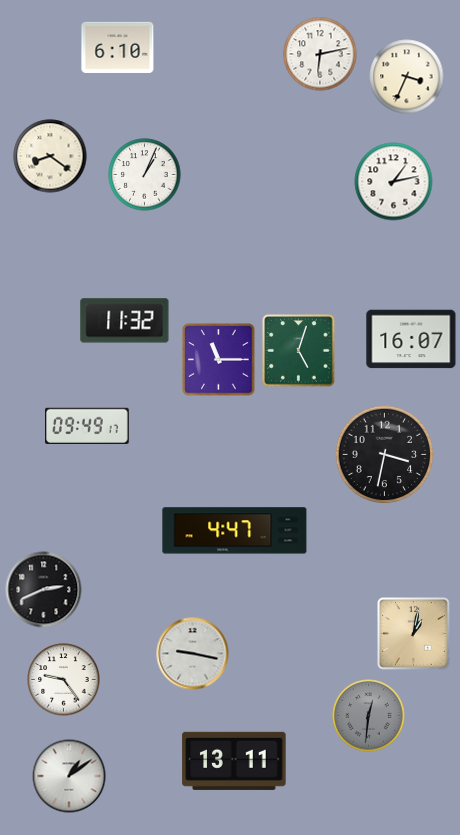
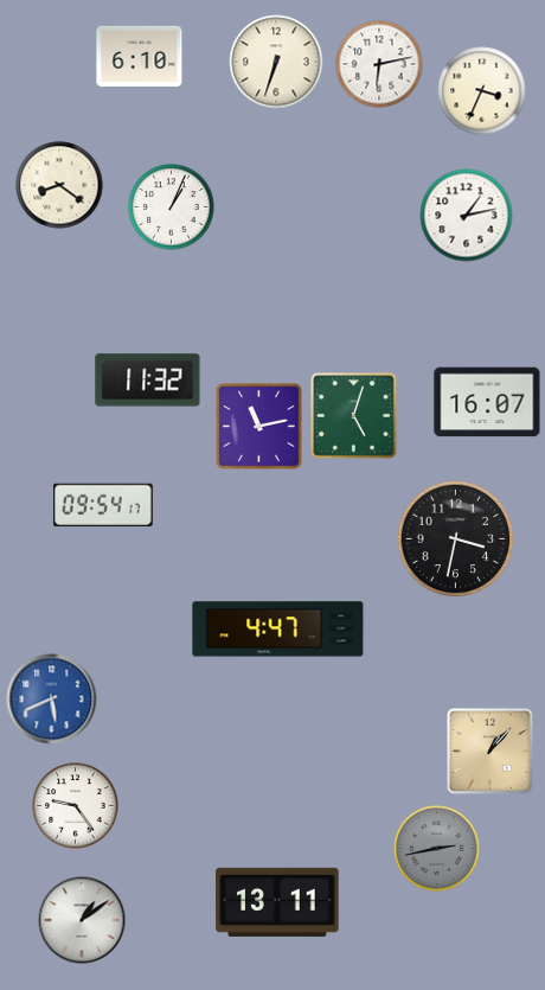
clock at (276, 62): none -> 6:33
clock at (219, 360): 11:15 -> 11:13
clock at (88, 426): 09:49 -> 09:54
clock at (44, 590): 2:41 -> 5:41
clock at (44, 590) dial: black -> blue
clock at (414, 634): 1:02 -> 1:07
clock at (193, 654): 9:17 -> none
clock at (369, 716): 12:31 -> 2:43
